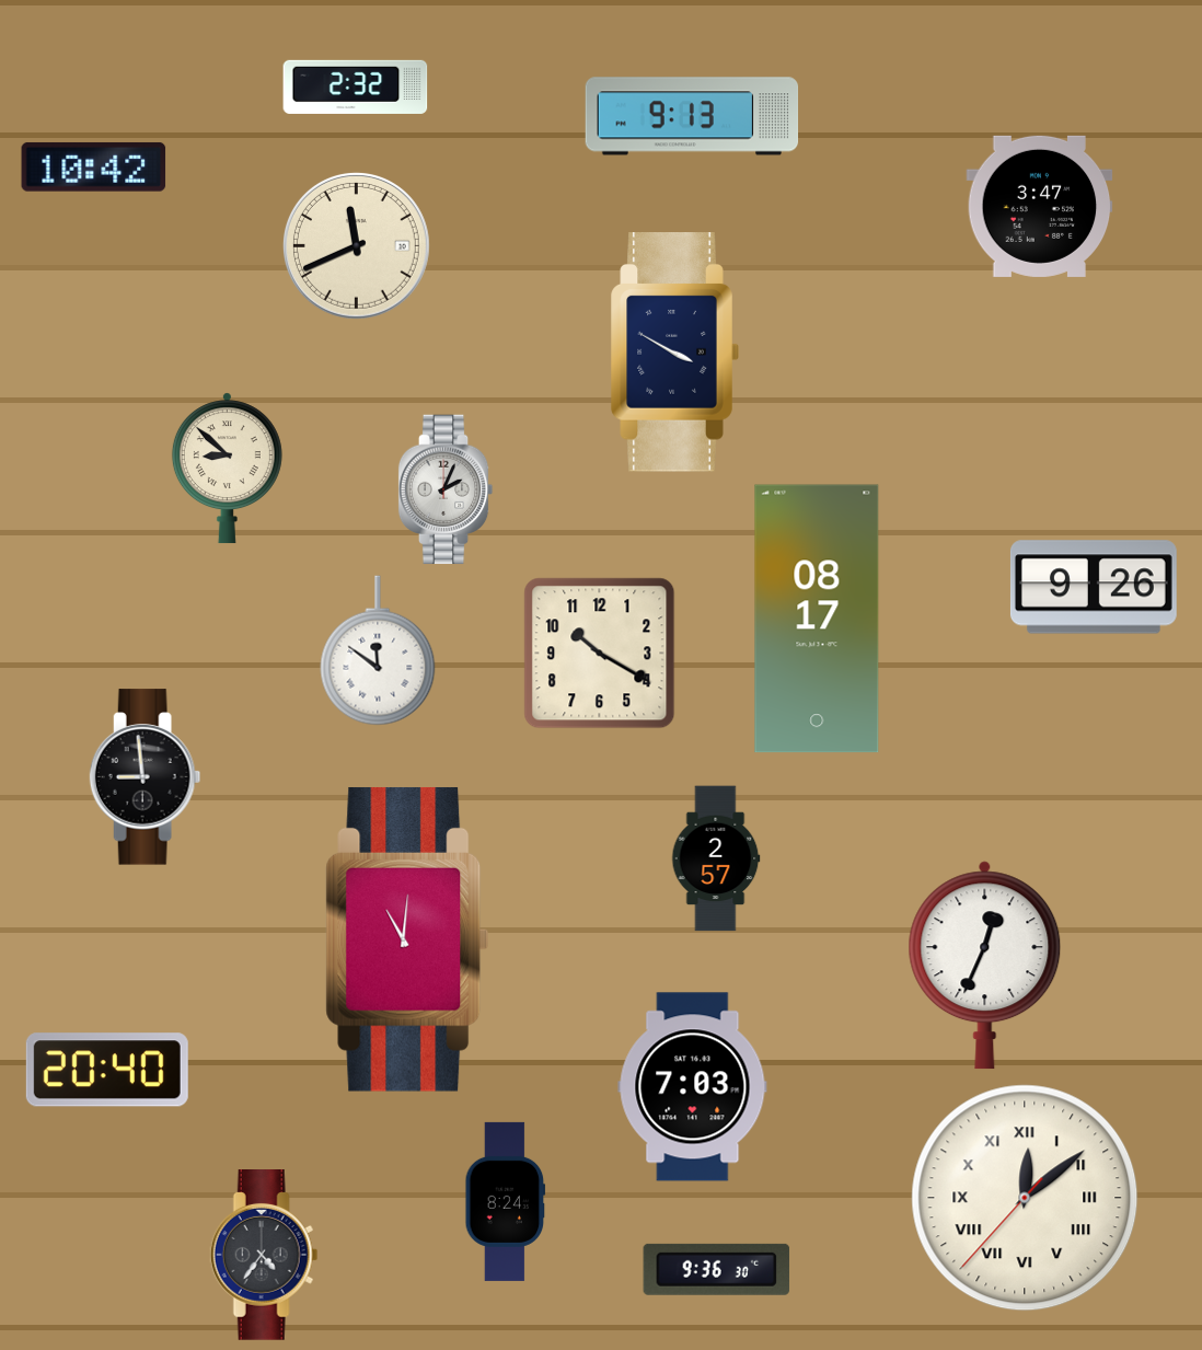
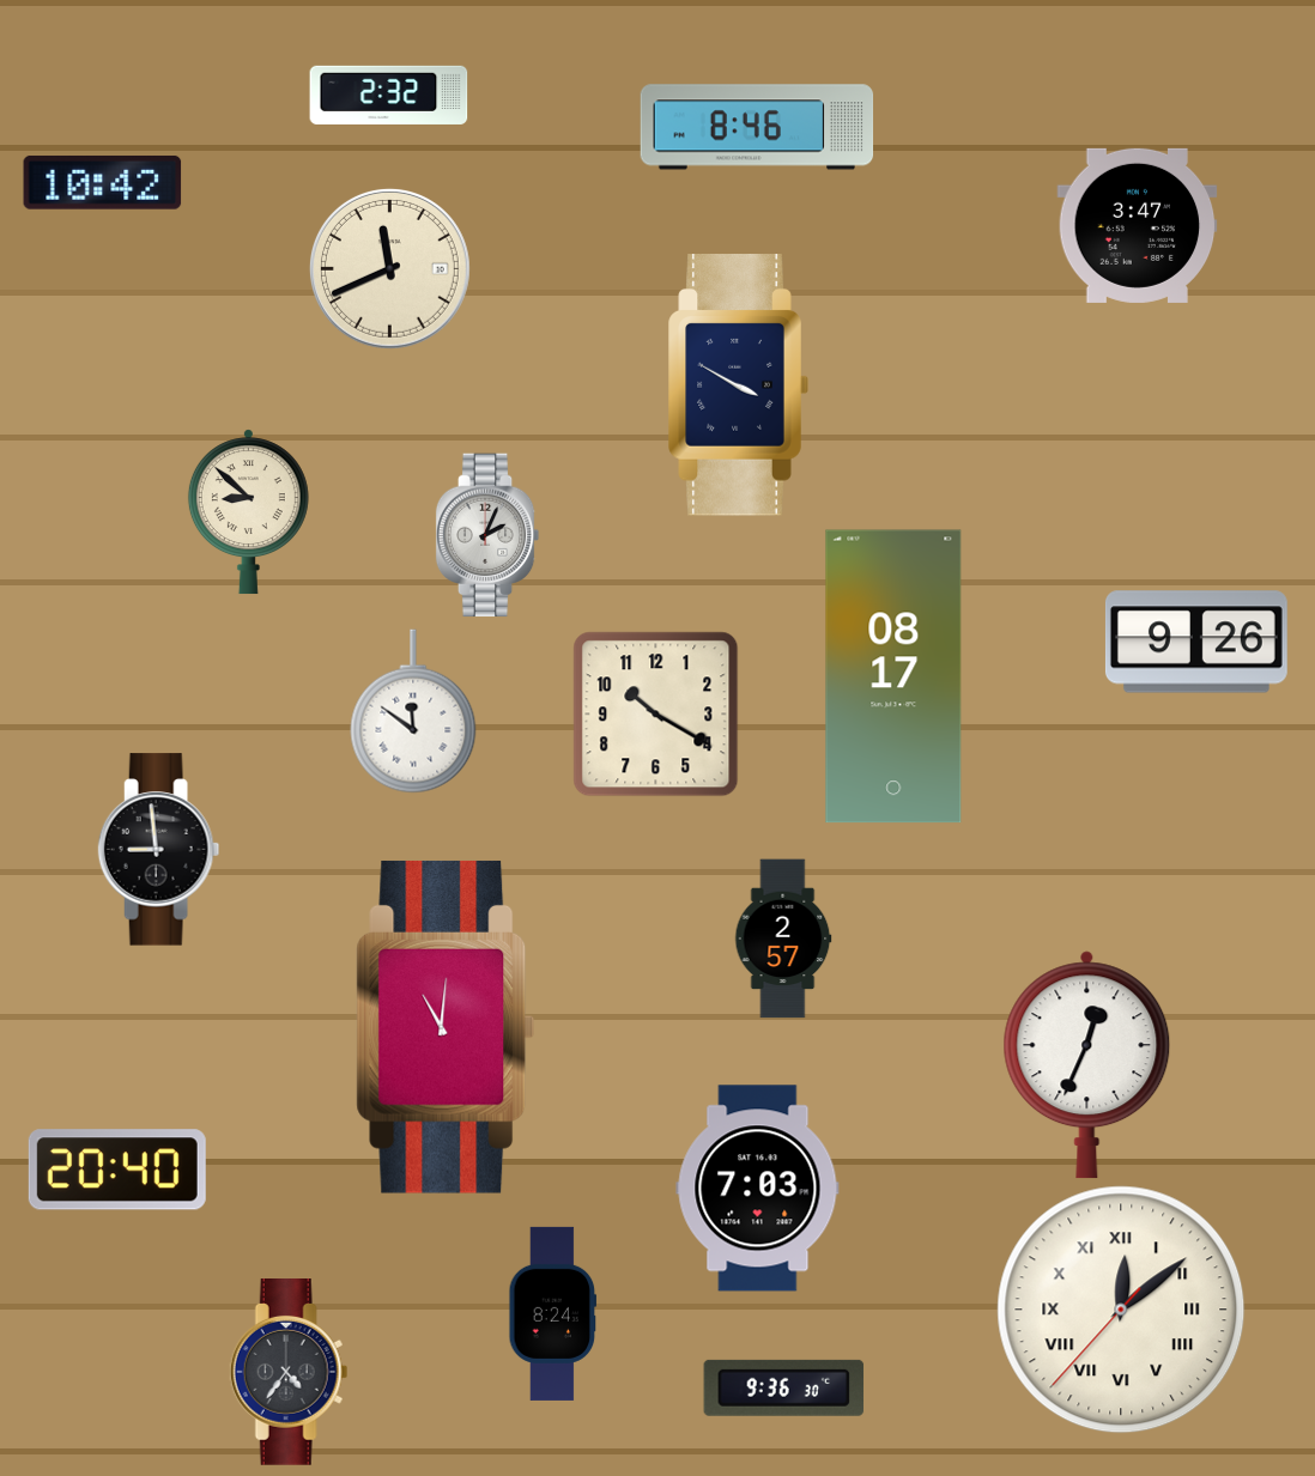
clock at (692, 116): 9:13 -> 8:46
clock at (985, 966) position: (985, 966) -> (1087, 1065)
